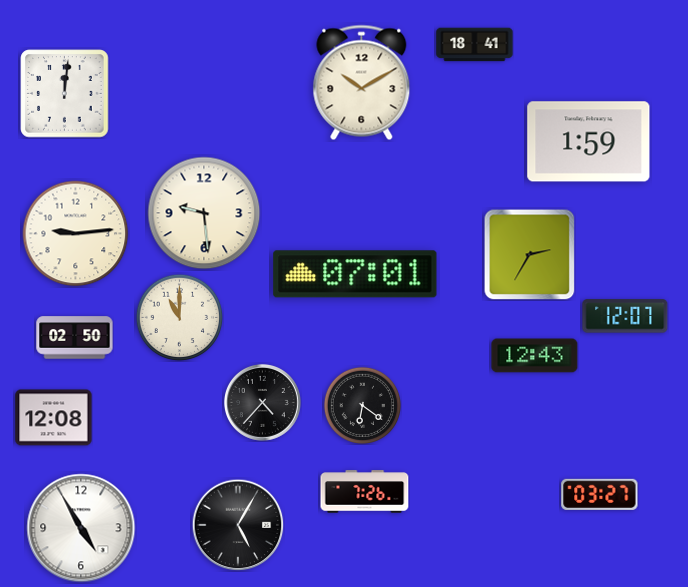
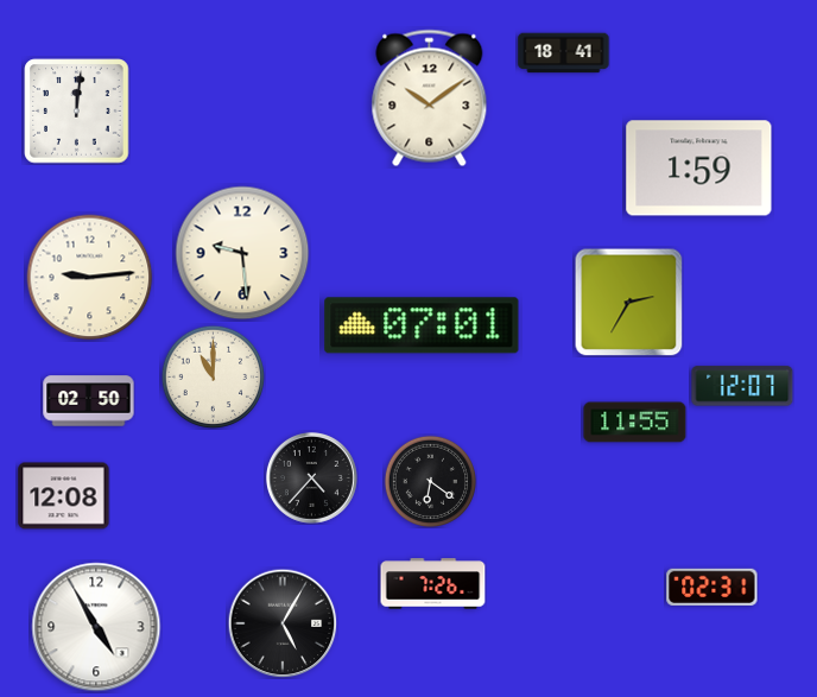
clock at (362, 83): 10:10 -> 10:09
clock at (625, 316) position: (625, 316) -> (742, 386)
clock at (535, 356): 12:43 -> 11:55
clock at (600, 494): 03:27 -> 02:31
